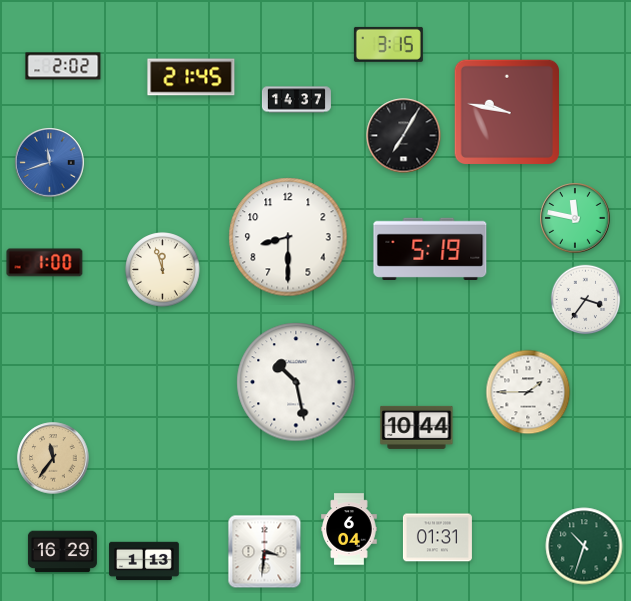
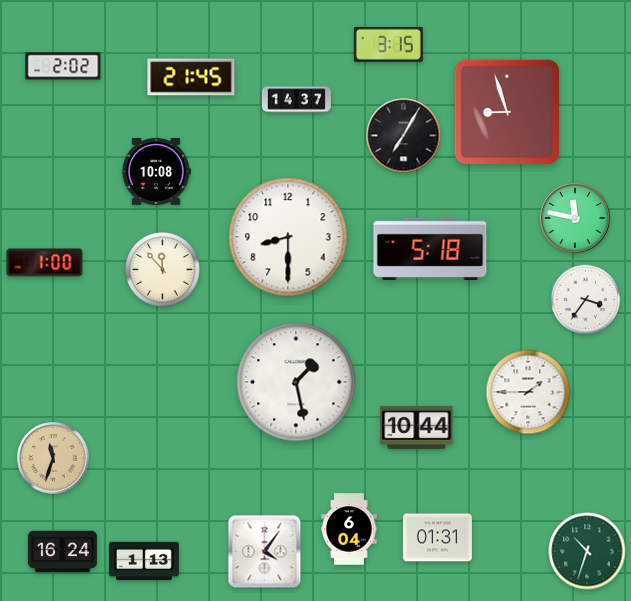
clock at (506, 111): 9:47 -> 8:57
clock at (50, 163): 11:42 -> none
clock at (156, 171): none -> 10:08
clock at (430, 249): 5:19 -> 5:18
clock at (163, 270): 11:57 -> 11:53
clock at (296, 382): 10:28 -> 1:28
clock at (53, 458): 11:36 -> 11:33
clock at (584, 546) position: (584, 546) -> (587, 551)
clock at (62, 552): 16:29 -> 16:24
clock at (265, 552): 3:31 -> 4:06
